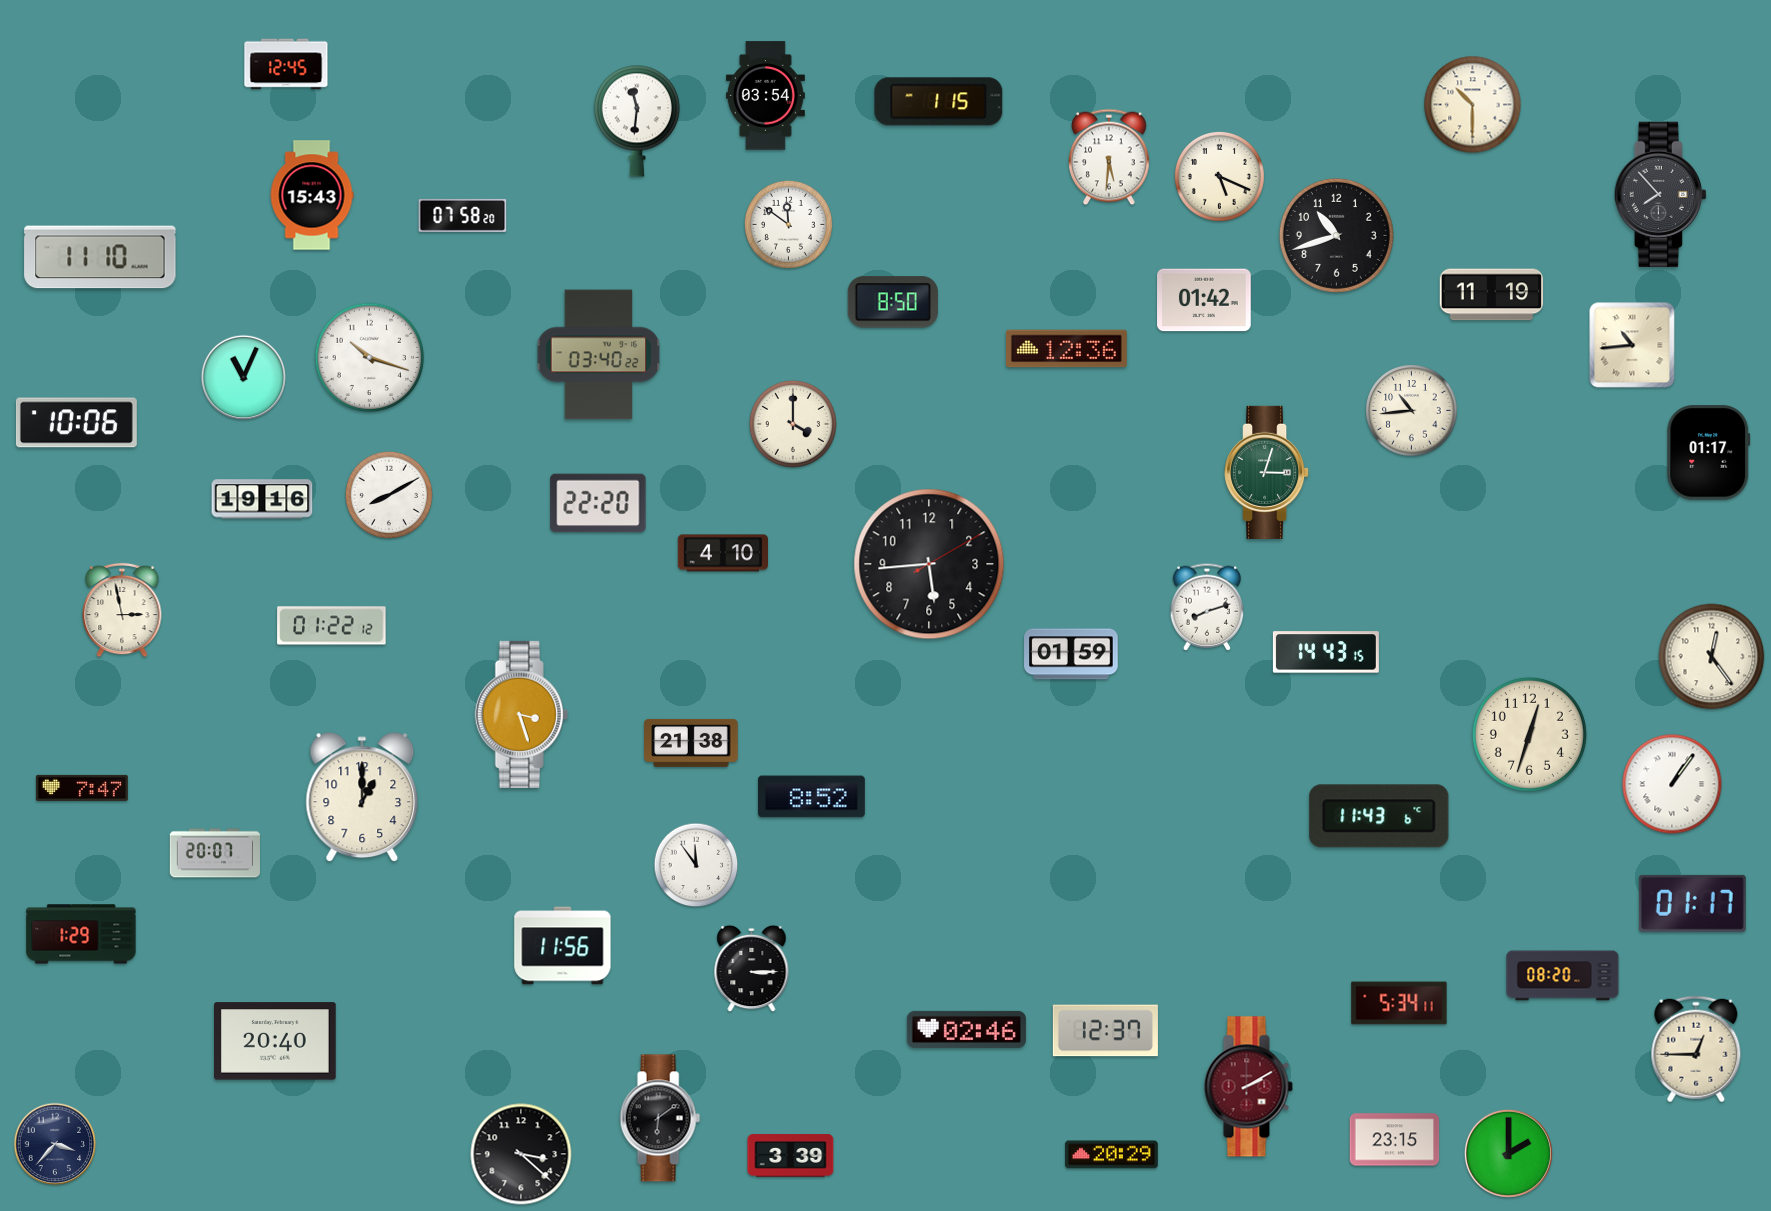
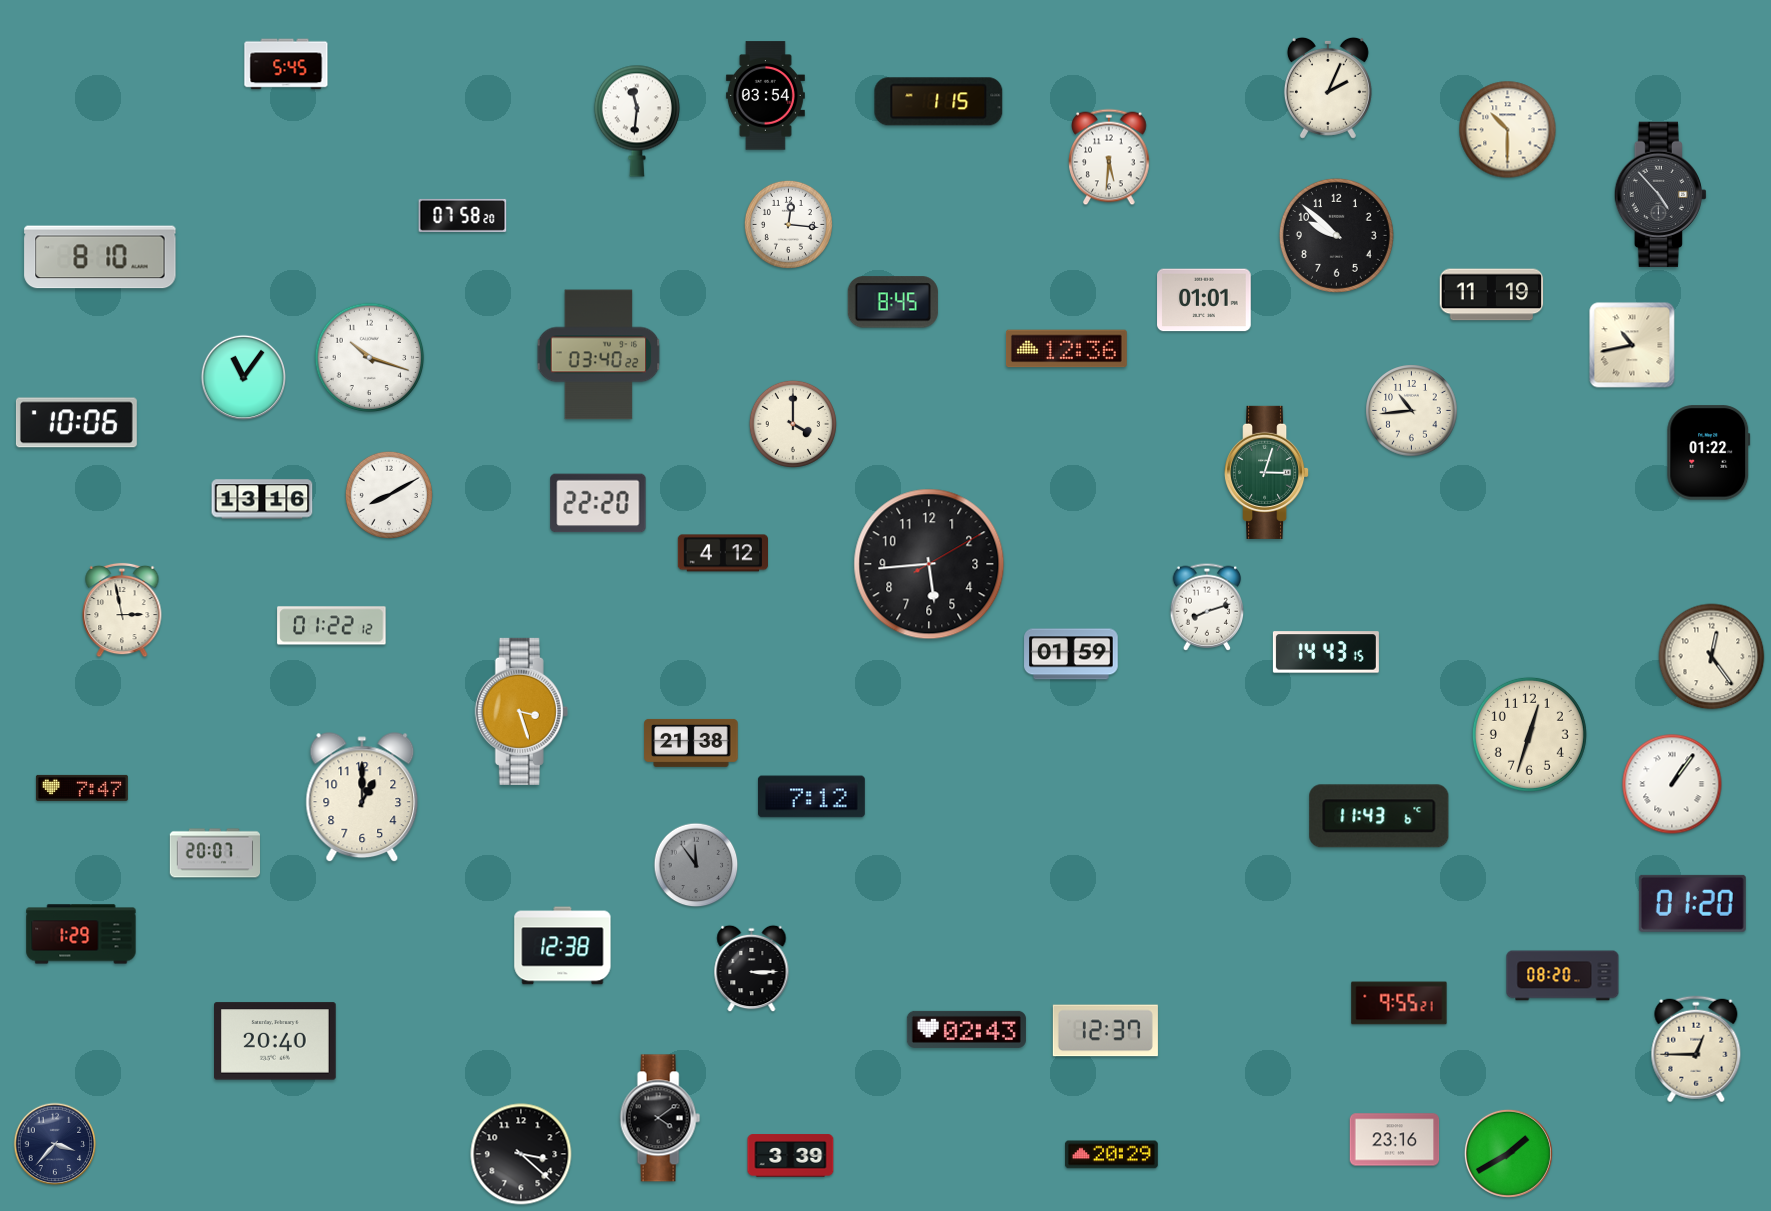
clock at (286, 64): 12:45 -> 5:45
clock at (1328, 88): none -> 2:04
clock at (1473, 105) position: (1473, 105) -> (1508, 130)
clock at (1219, 176): 5:19 -> none
clock at (312, 195): 15:43 -> none
clock at (1660, 195): 7:53 -> 4:53
clock at (788, 224): 11:51 -> 12:16
clock at (1336, 235): 10:42 -> 9:52
clock at (100, 257): 11:10 -> 8:10
clock at (1204, 300): 01:42 -> 01:01
clock at (893, 302): 8:50 -> 8:45
clock at (1632, 345): 10:44 -> 10:43
clock at (243, 377): 11:04 -> 11:06
clock at (1709, 453): 01:17 -> 01:22
clock at (262, 499): 19:16 -> 13:16
clock at (722, 553): 4:10 -> 4:12
clock at (521, 714) position: (521, 714) -> (521, 711)
clock at (811, 797): 8:52 -> 7:12
clock at (696, 865) dial: white -> grey
clock at (1692, 903): 01:17 -> 01:20
clock at (563, 946): 11:56 -> 12:38
clock at (1399, 1003): 5:34 -> 9:55
clock at (966, 1029): 02:46 -> 02:43
clock at (1248, 1087): 2:10 -> none
clock at (660, 1118): 6:09 -> 4:09
clock at (1395, 1140): 23:15 -> 23:16
clock at (1508, 1153): 2:00 -> 1:40
